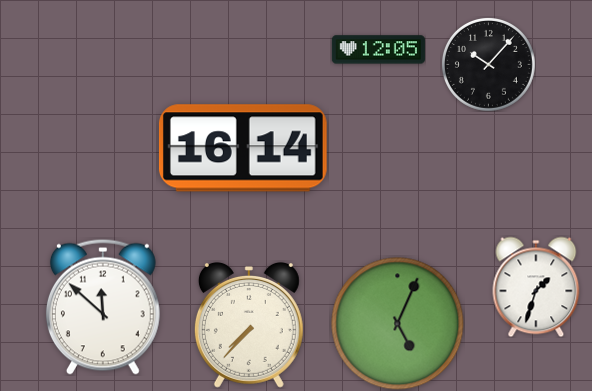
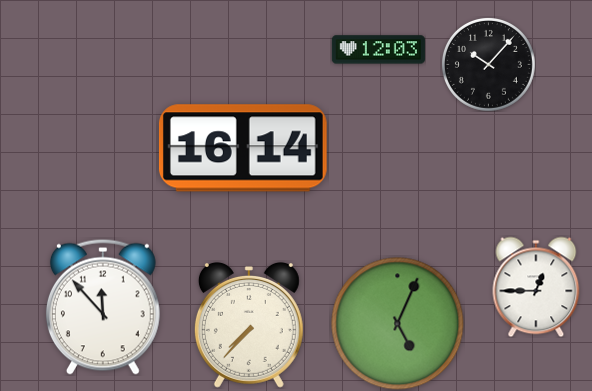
clock at (378, 50): 12:05 -> 12:03
clock at (536, 287): 1:33 -> 12:45
clock at (103, 307): 11:52 -> 11:53
